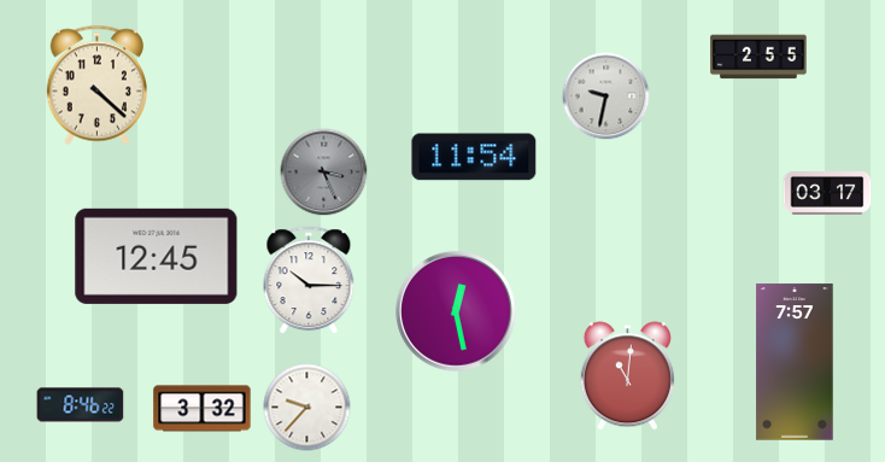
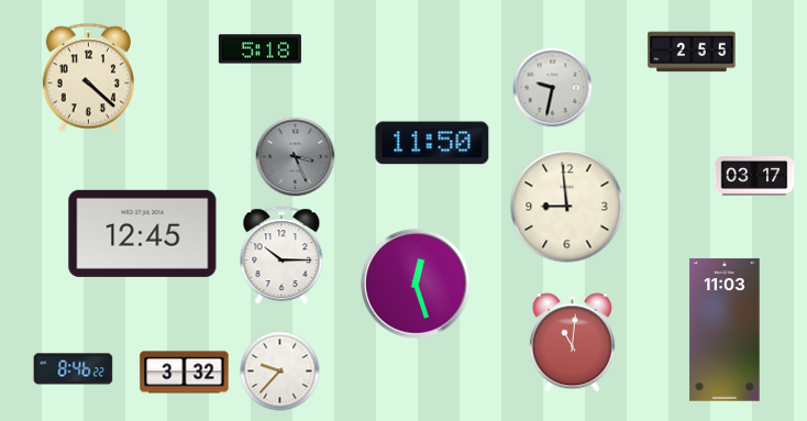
clock at (259, 49): none -> 5:18
clock at (474, 157): 11:54 -> 11:50
clock at (567, 207): none -> 8:59
clock at (456, 311): 12:28 -> 12:27
clock at (795, 362): 7:57 -> 11:03
